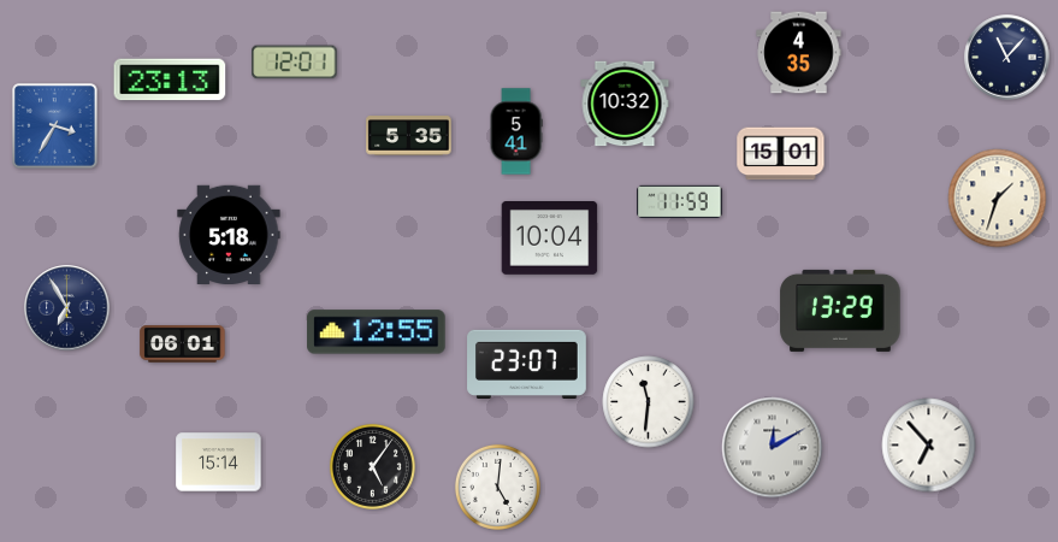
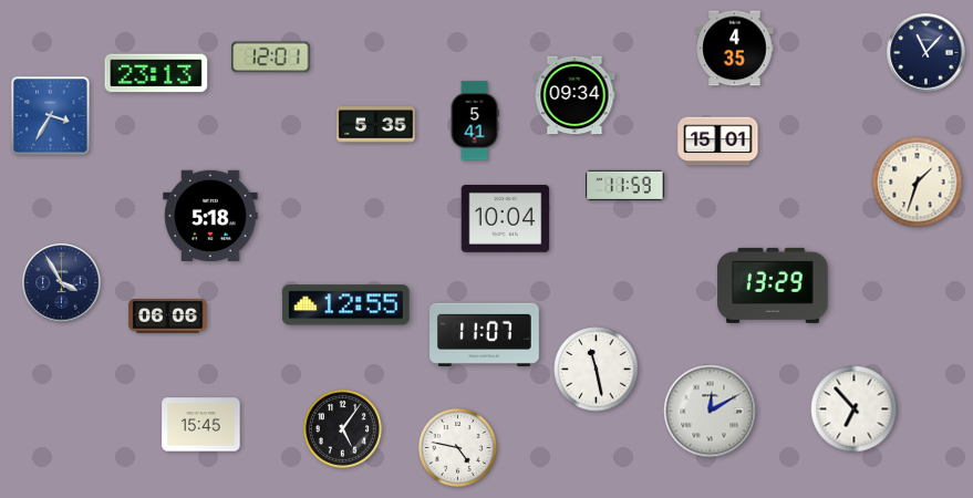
clock at (625, 104): 10:32 -> 09:34
clock at (67, 308): 6:55 -> 3:55
clock at (183, 344): 06:01 -> 06:06
clock at (527, 364): 23:07 -> 11:07
clock at (649, 402): 11:31 -> 11:28
clock at (219, 463): 15:14 -> 15:45
clock at (497, 487): 5:01 -> 4:47
